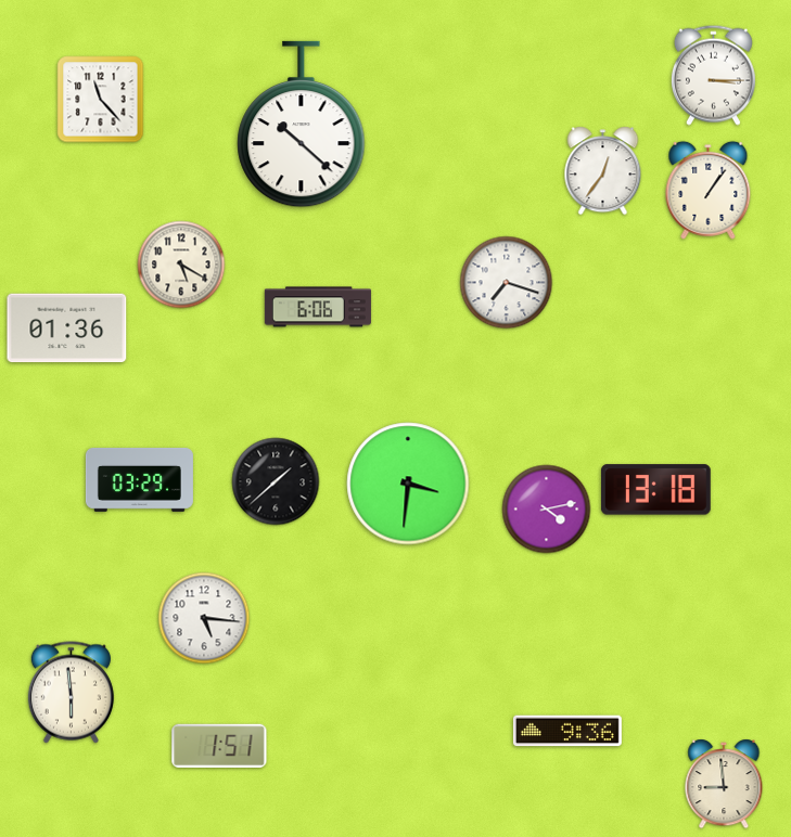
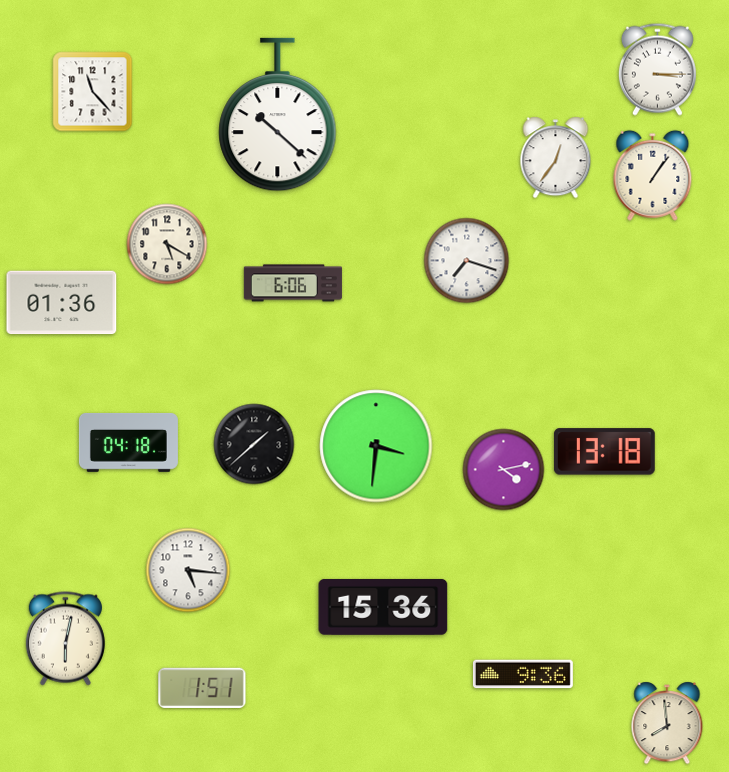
clock at (139, 479): 03:29 -> 04:18
clock at (383, 607): none -> 15:36
clock at (71, 693): 5:59 -> 6:02
clock at (724, 784): 8:59 -> 7:59
